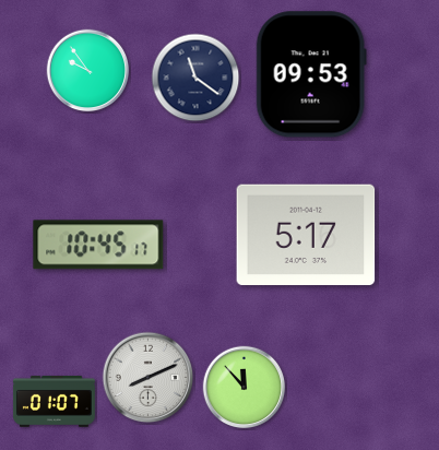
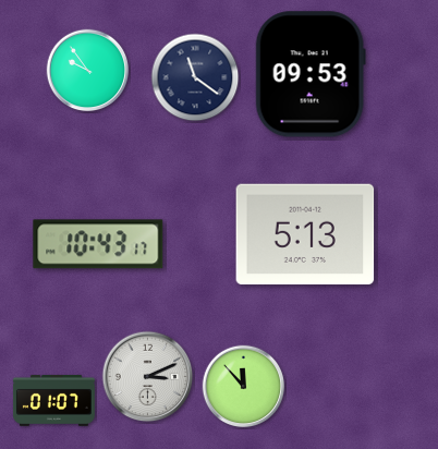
clock at (306, 235): 5:17 -> 5:13
clock at (98, 245): 10:45 -> 10:43
clock at (149, 378): 8:11 -> 3:11
